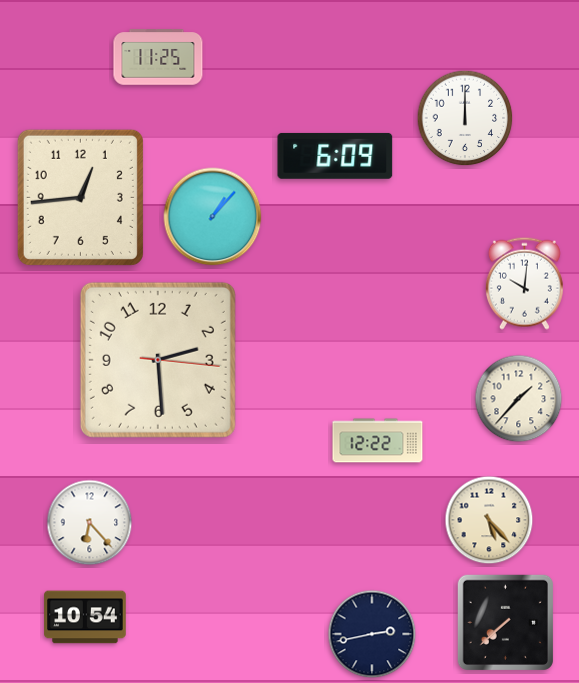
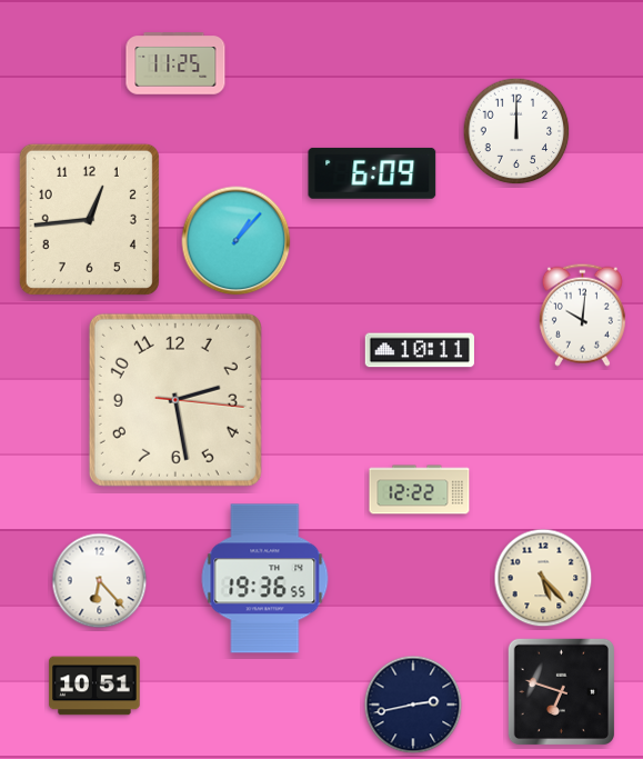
clock at (420, 350): none -> 10:11
clock at (158, 360): 2:29 -> 2:28
clock at (519, 399): 1:37 -> none
clock at (265, 579): none -> 19:36
clock at (85, 617): 10:54 -> 10:51
clock at (505, 622): 7:38 -> 6:48
